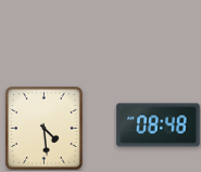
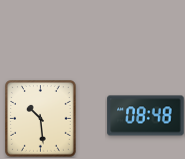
clock at (45, 129): 4:29 -> 10:29
